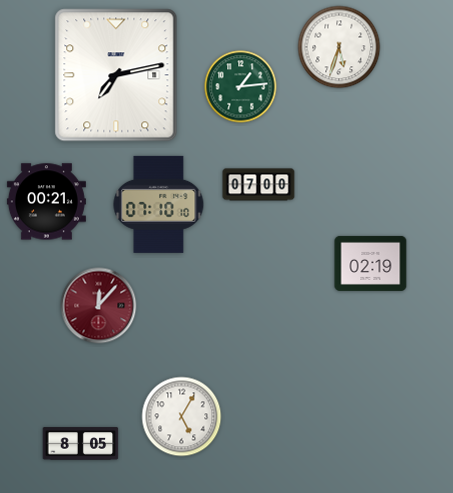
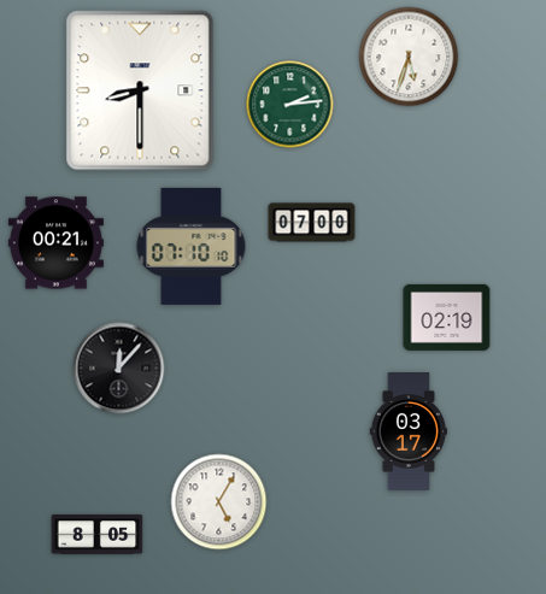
clock at (116, 75): 7:13 -> 8:30
clock at (241, 87): 1:14 -> 2:14
clock at (99, 306) dial: burgundy -> black
clock at (407, 433): none -> 03:17
